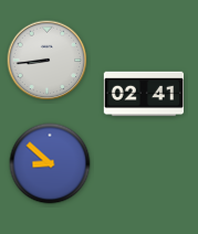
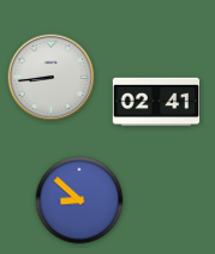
clock at (48, 61) position: (48, 61) -> (52, 78)
clock at (50, 163) position: (50, 163) -> (79, 200)
